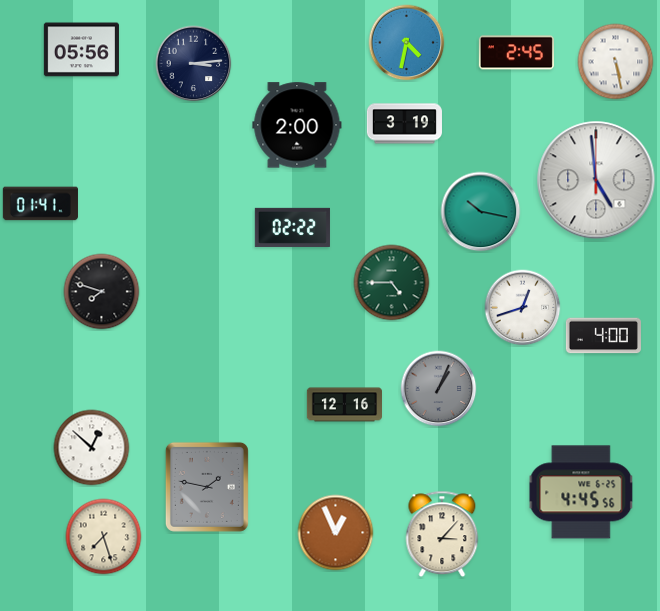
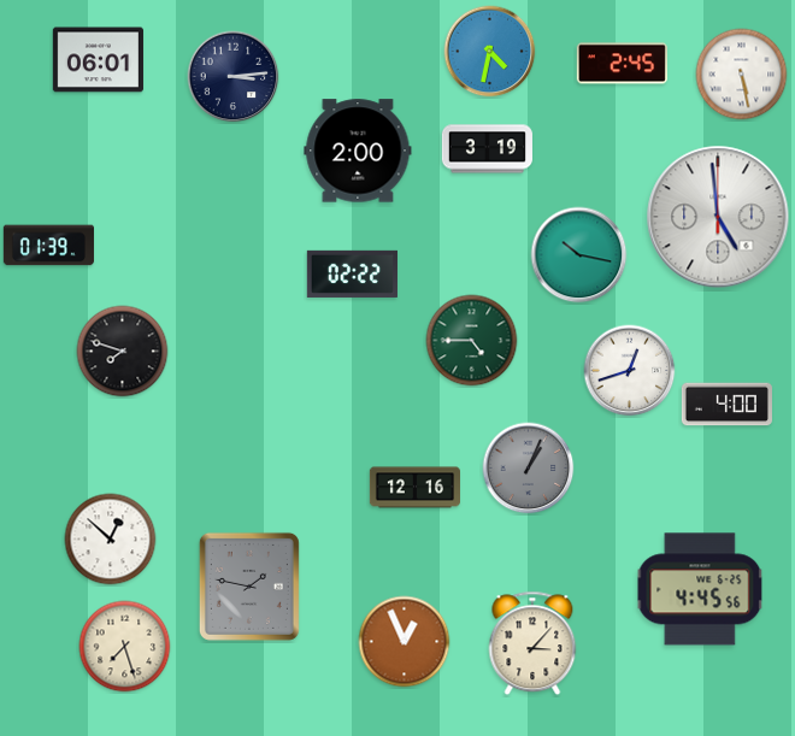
clock at (81, 50): 05:56 -> 06:01
clock at (40, 204): 01:41 -> 01:39
clock at (581, 492) position: (581, 492) -> (700, 589)
